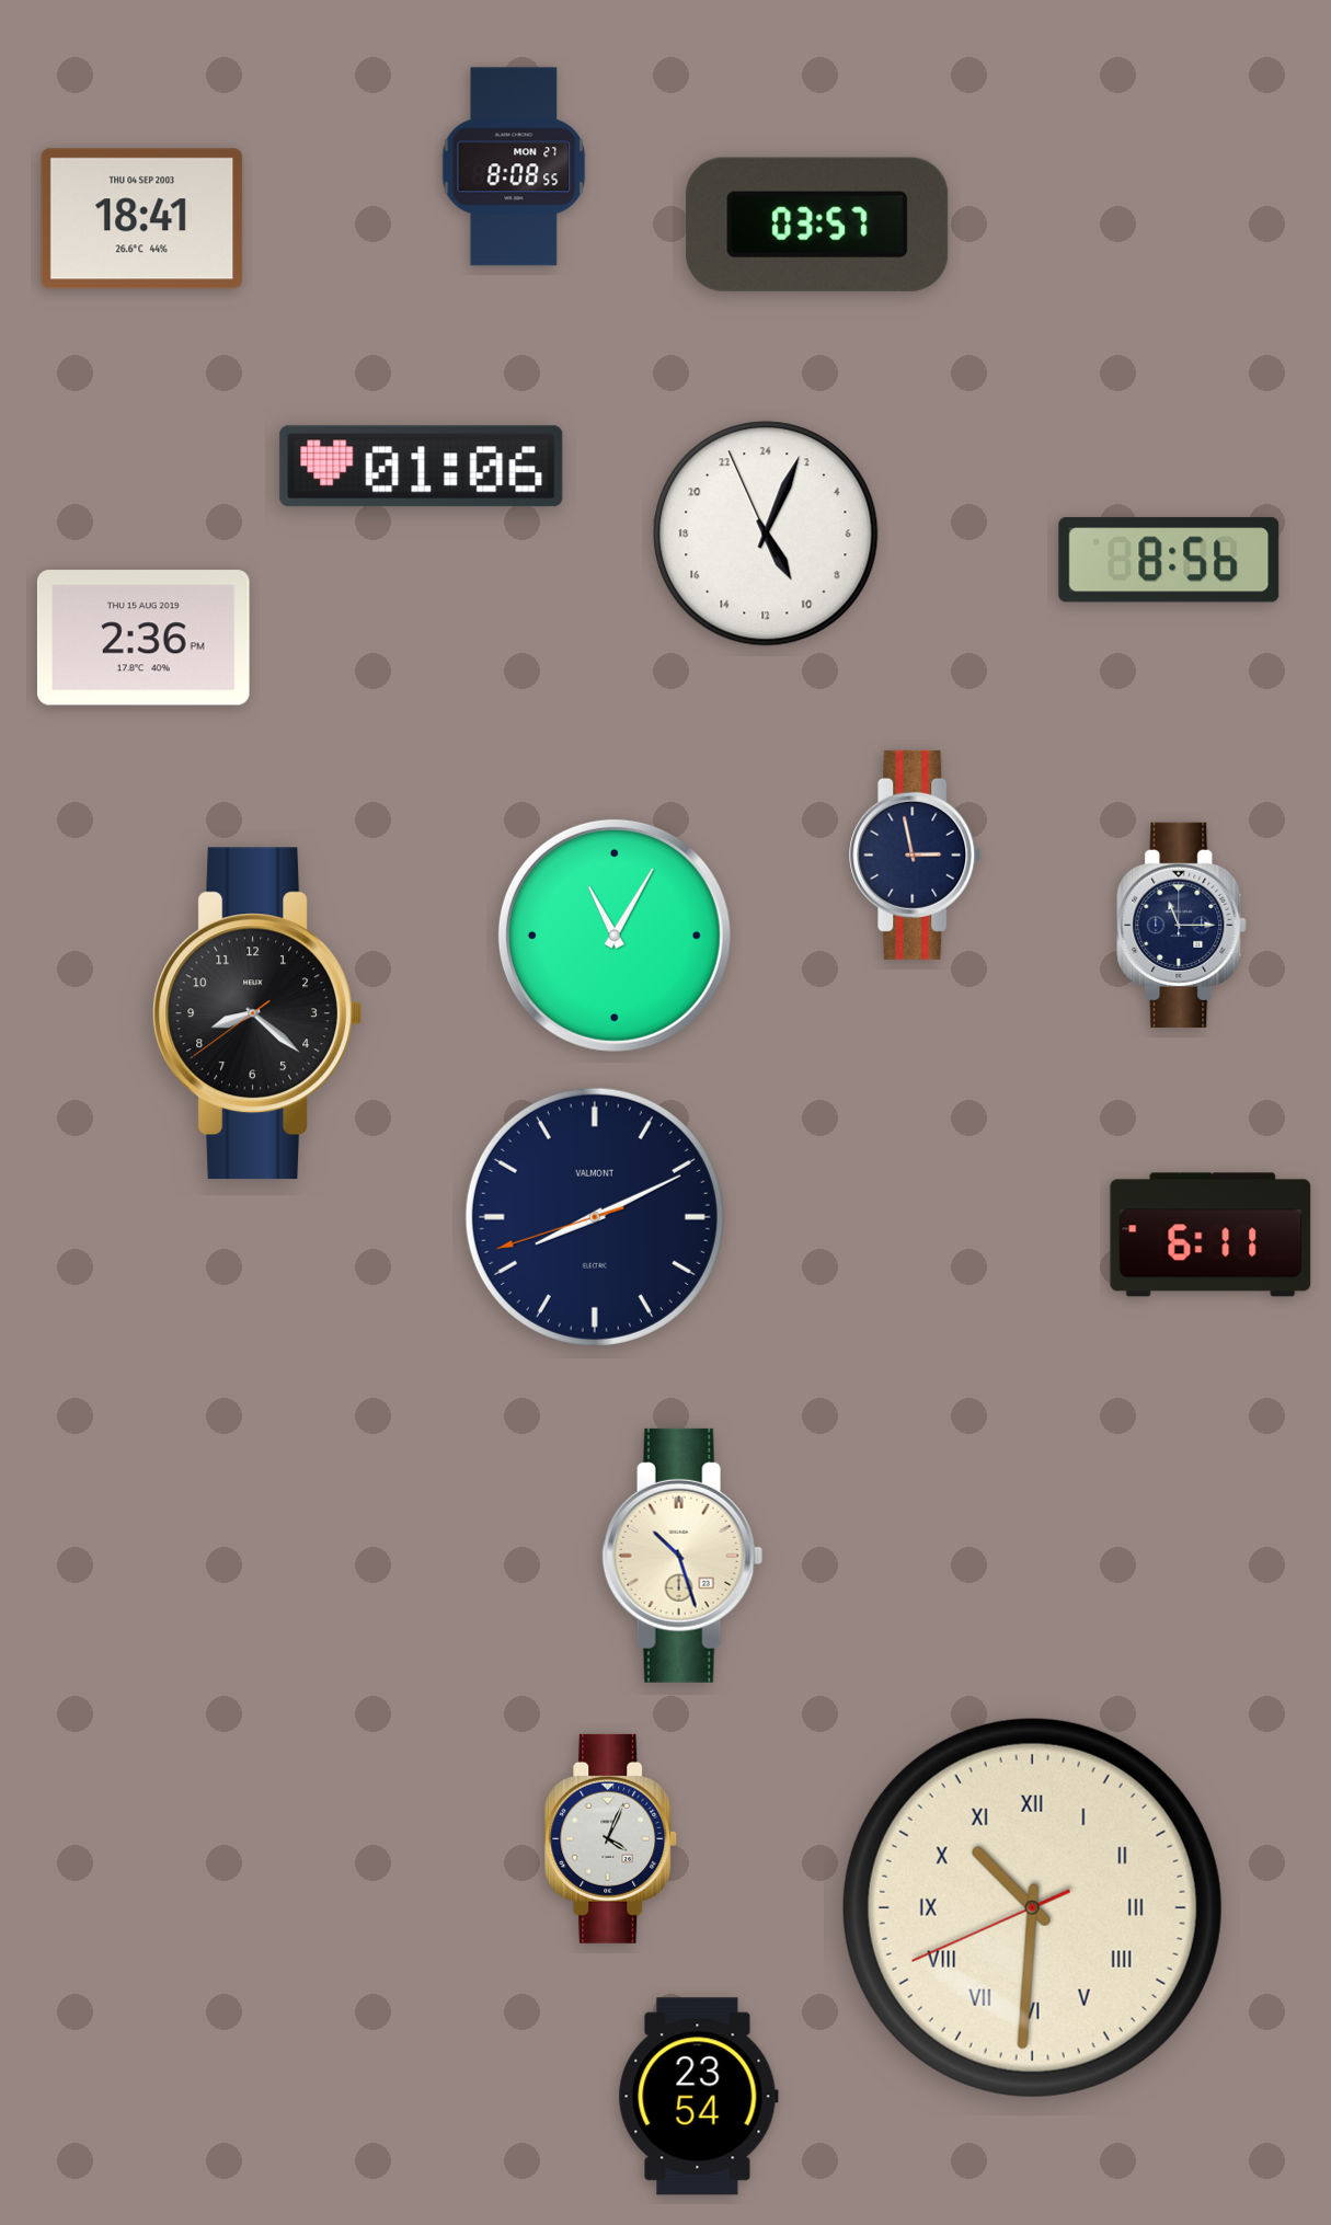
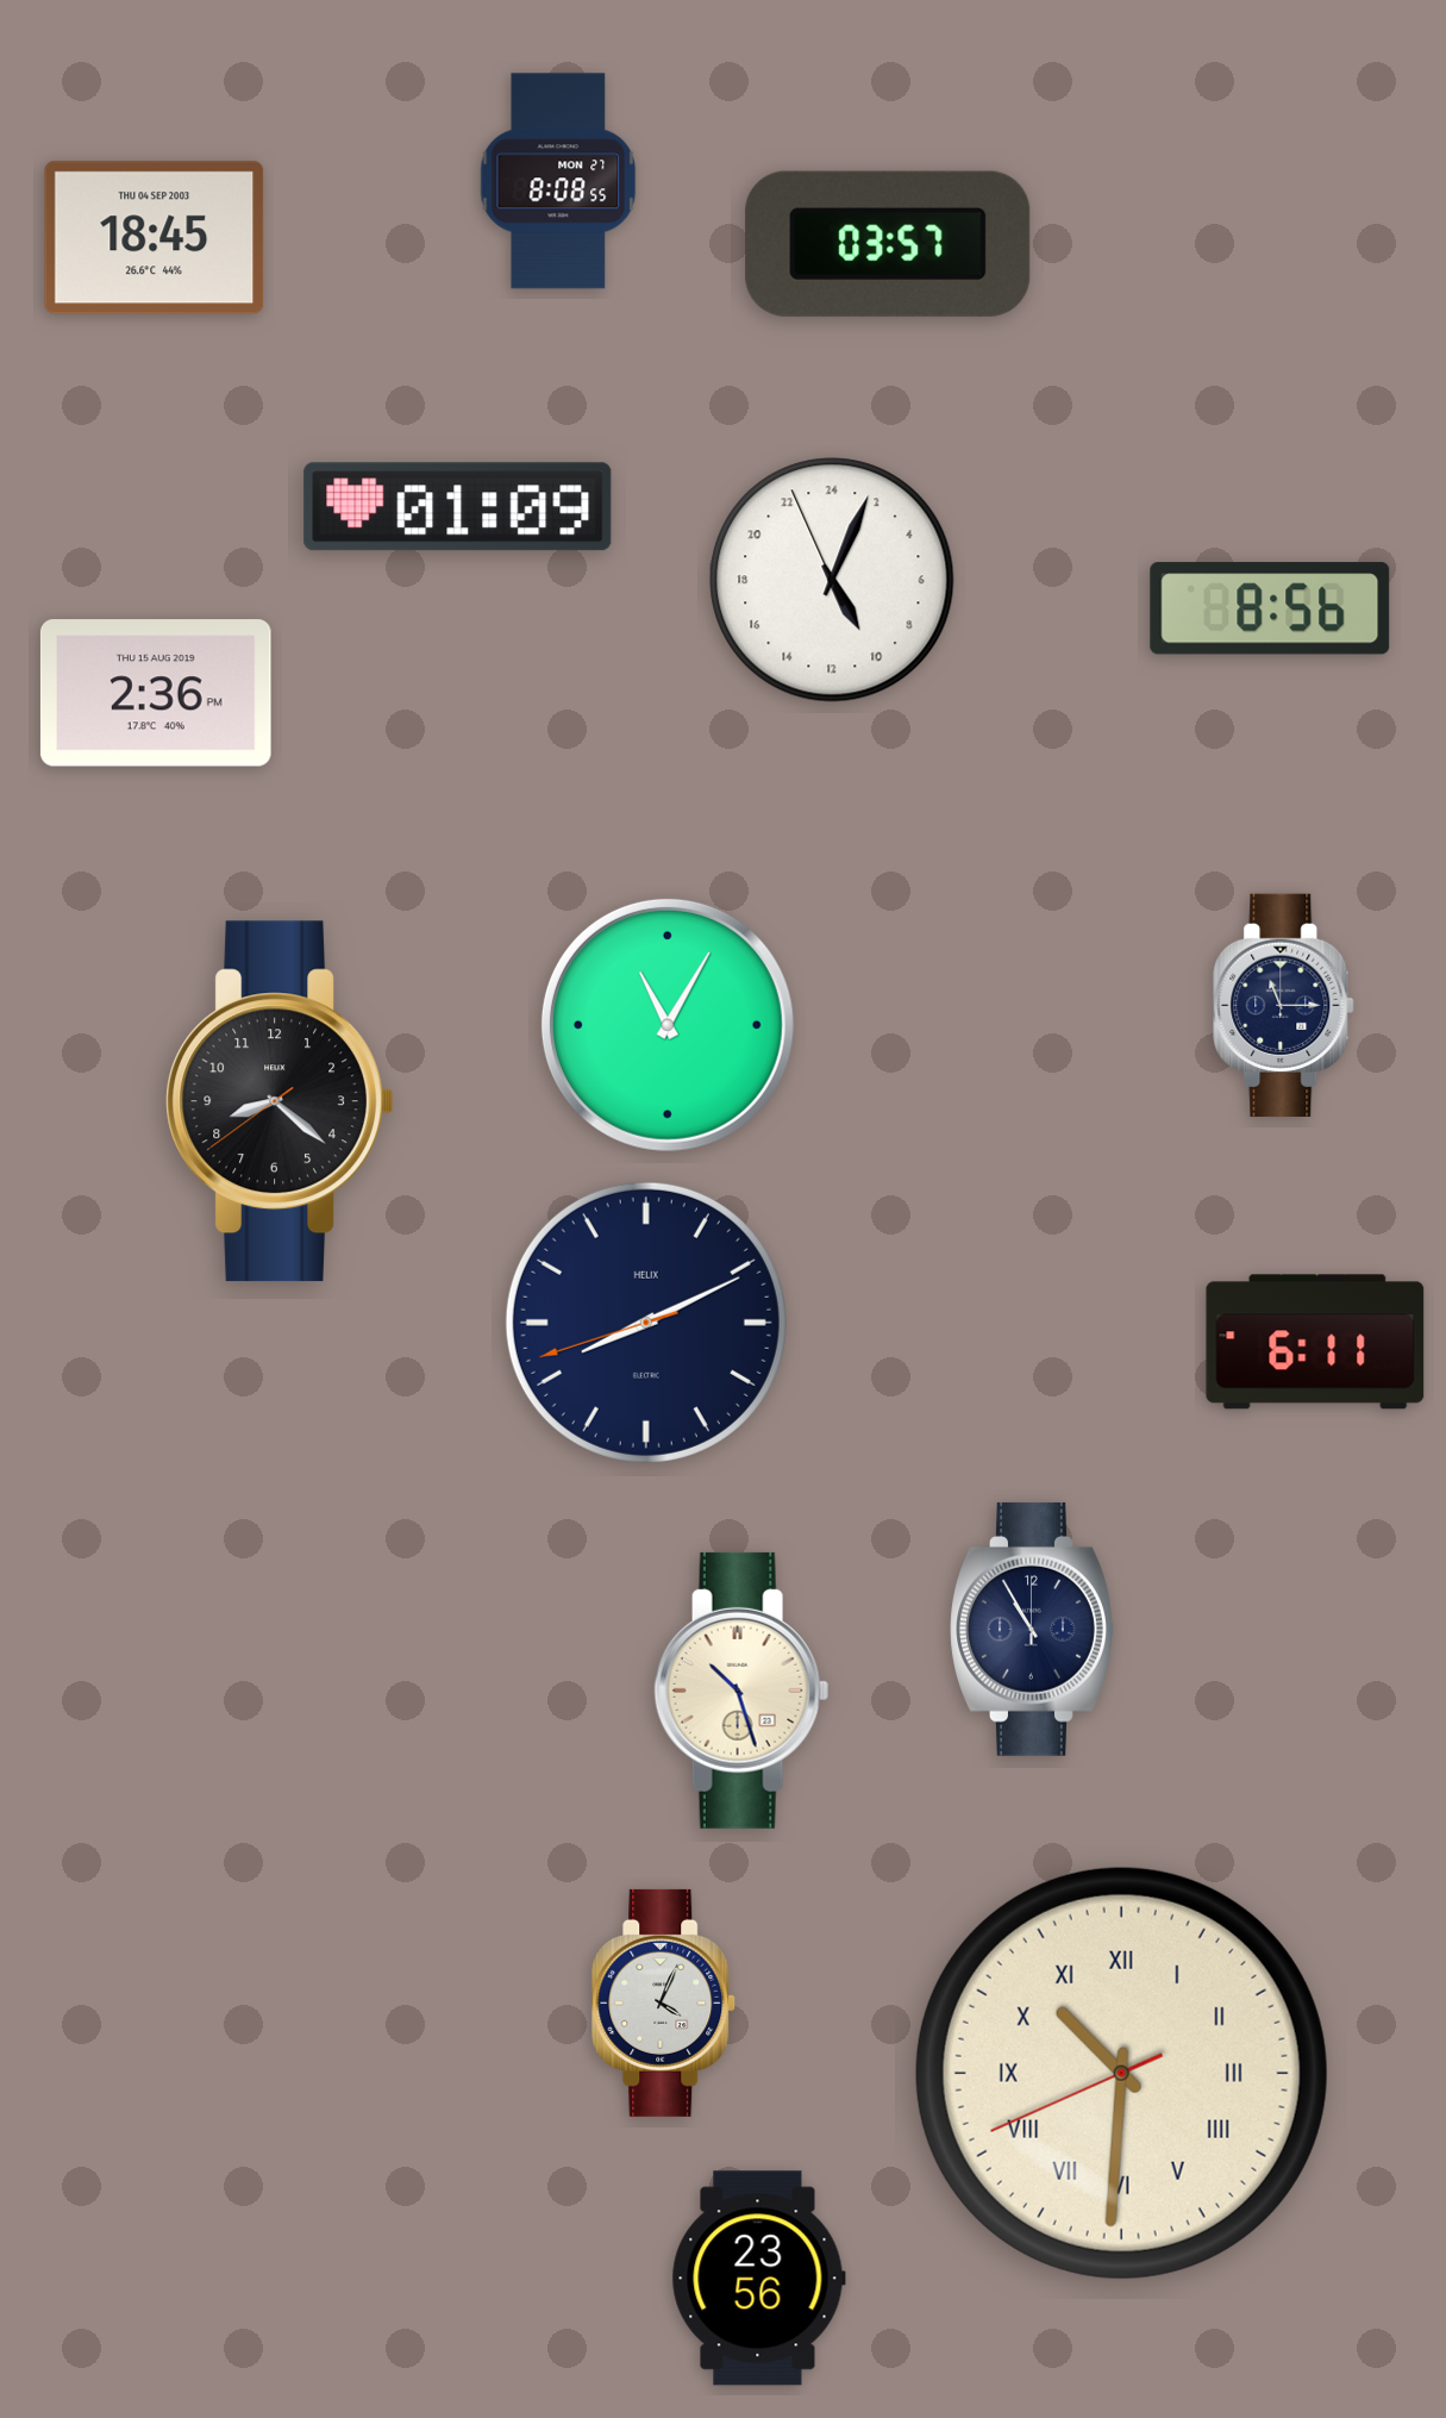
clock at (142, 219): 18:41 -> 18:45
clock at (422, 467): 01:06 -> 01:09
clock at (916, 855): 2:58 -> none
clock at (615, 936) position: (615, 936) -> (668, 1025)
clock at (595, 1217) brand: VALMONT -> HELIX
clock at (1033, 1629): none -> 10:55
clock at (611, 1838) position: (611, 1838) -> (664, 2002)
clock at (698, 2097): 23:54 -> 23:56
